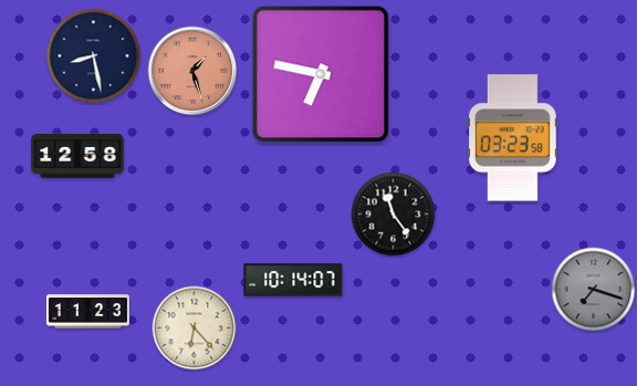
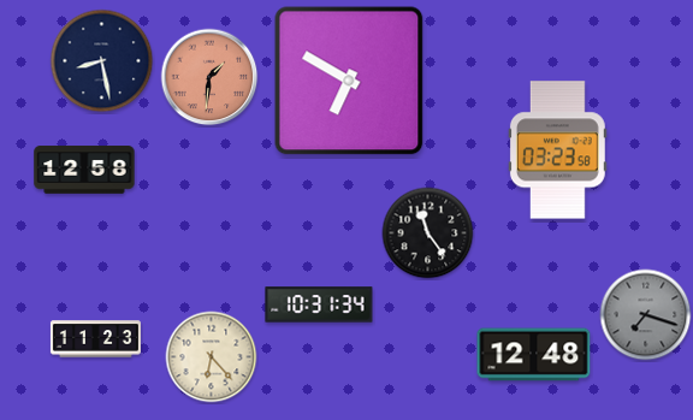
clock at (192, 71): 1:27 -> 1:31
clock at (321, 74): 6:47 -> 6:50
clock at (293, 280): 10:14 -> 10:31
clock at (534, 355): none -> 12:48
